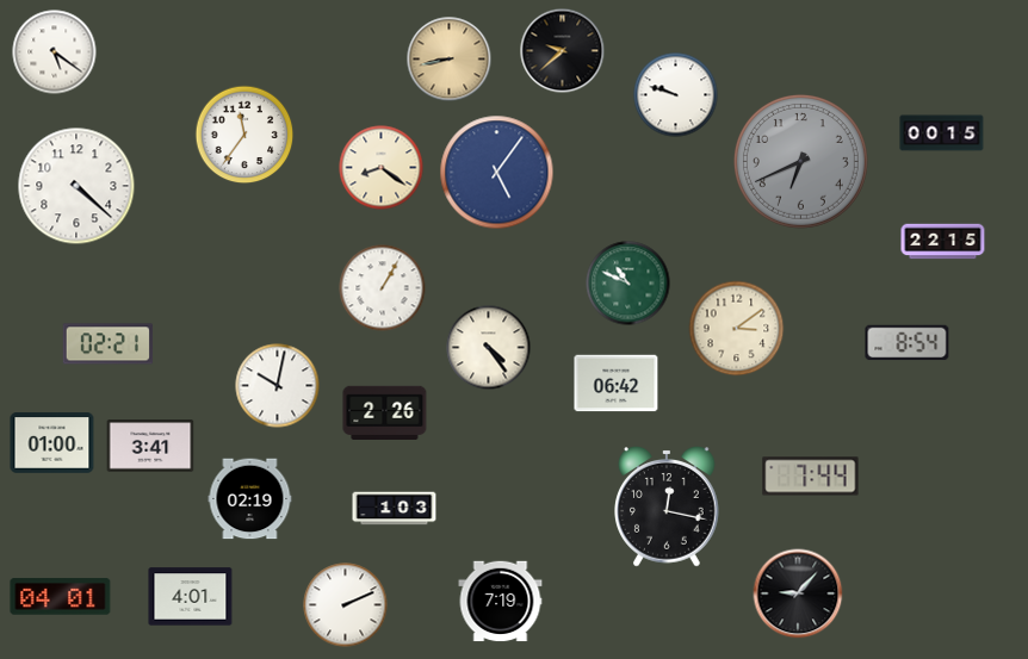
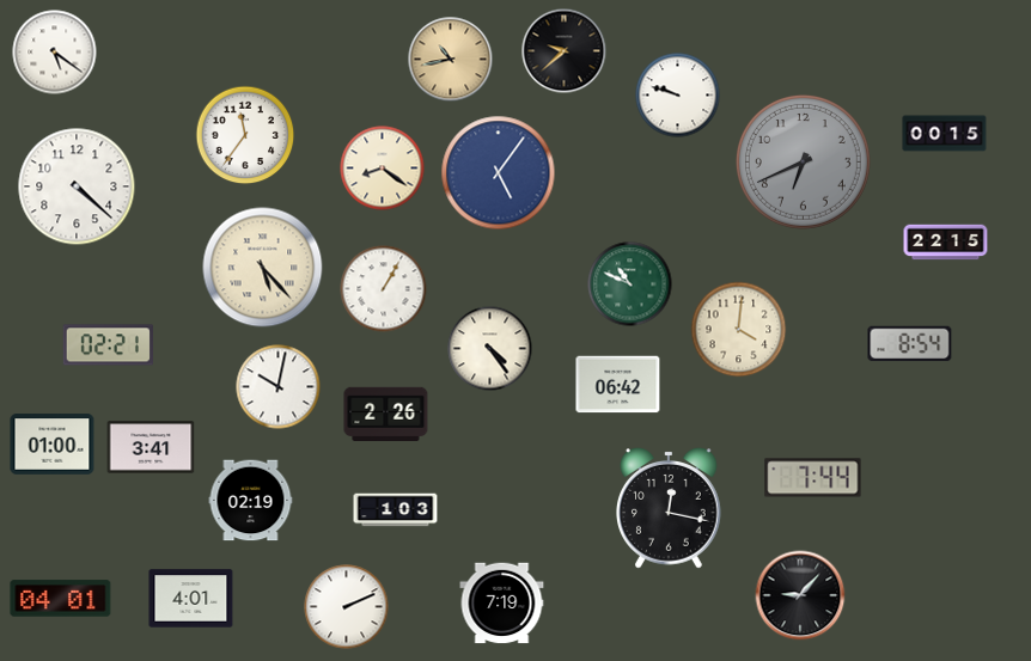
clock at (450, 60): 8:43 -> 10:43
clock at (263, 268): none -> 5:23
clock at (737, 329): 3:09 -> 4:01
